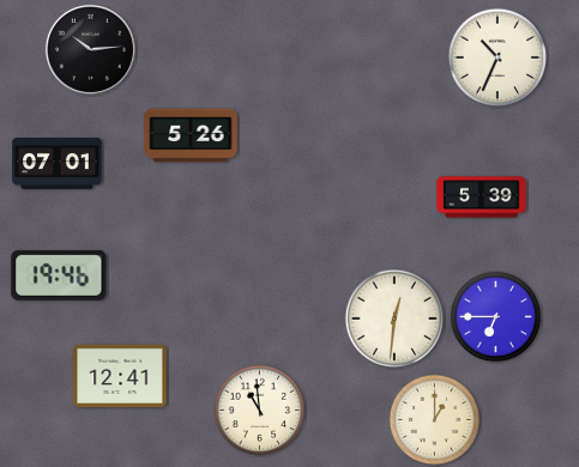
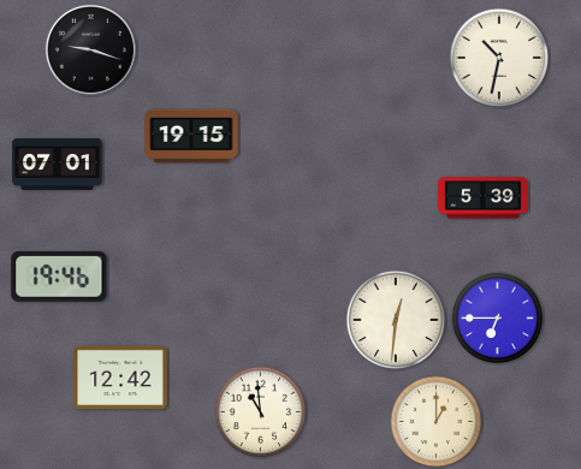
clock at (90, 49): 10:14 -> 9:18
clock at (497, 57): 10:34 -> 10:32
clock at (191, 135): 5:26 -> 19:15
clock at (120, 375): 12:41 -> 12:42
